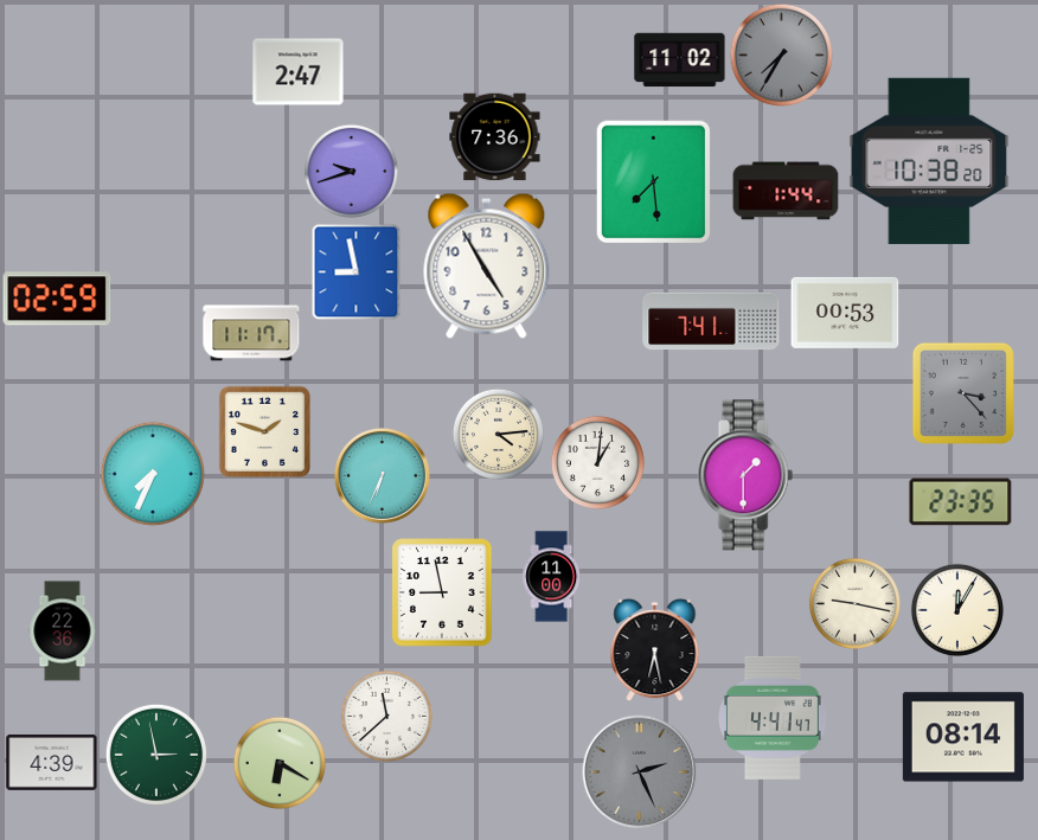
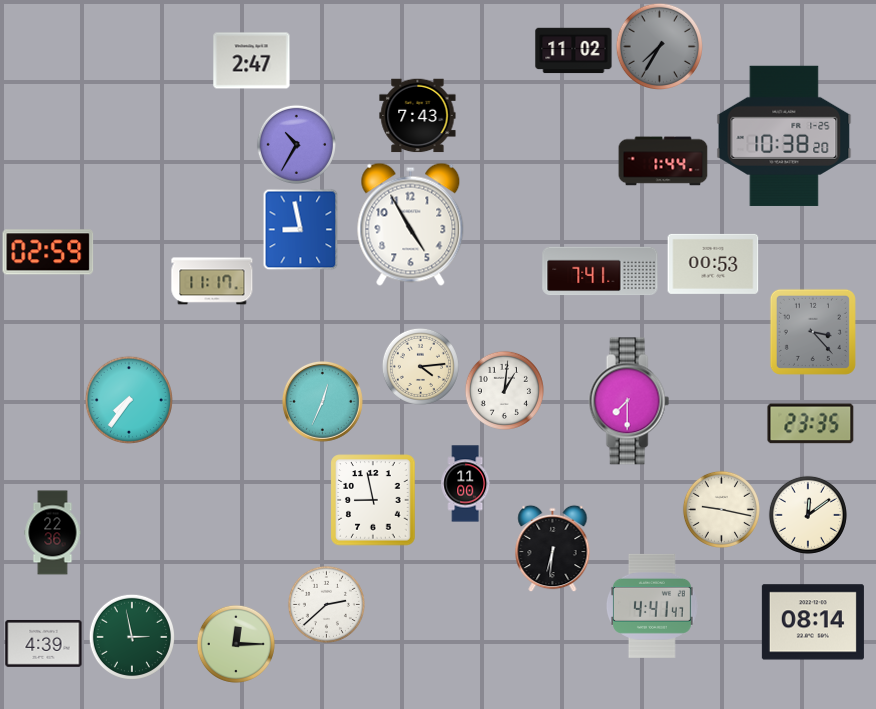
clock at (495, 137): 7:36 -> 7:43
clock at (351, 171): 9:42 -> 10:35
clock at (654, 182): 7:29 -> none
clock at (264, 431): 1:48 -> none
clock at (152, 473): 7:34 -> 7:36
clock at (382, 475): 6:34 -> 12:34
clock at (745, 475): 1:30 -> 7:30
clock at (552, 577) position: (552, 577) -> (466, 484)
clock at (957, 610): 12:05 -> 12:09
clock at (655, 649): 6:28 -> 6:31
clock at (386, 716): 11:38 -> 2:38
clock at (280, 763): 6:20 -> 12:15
clock at (640, 772): 2:26 -> none
